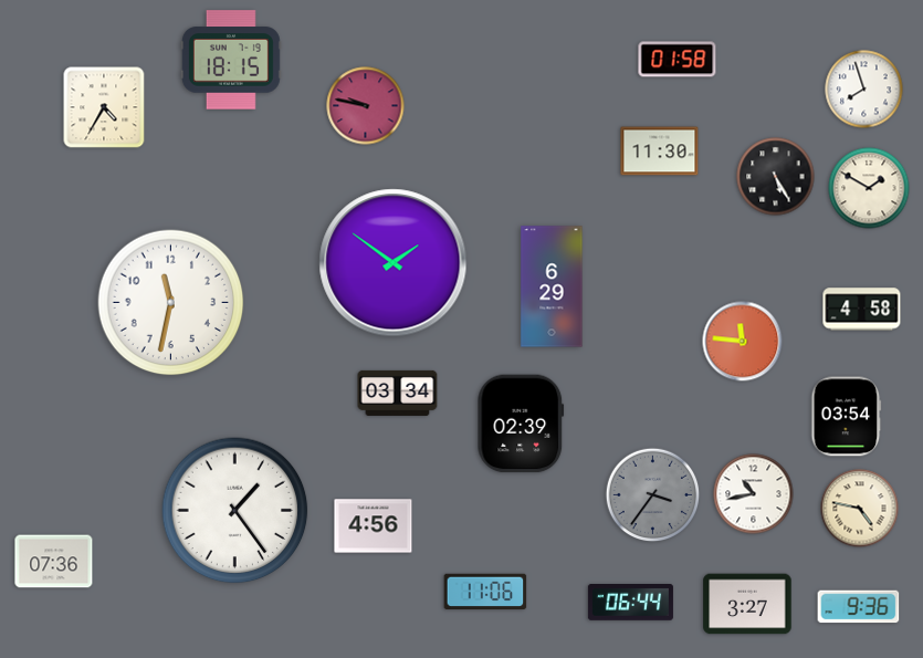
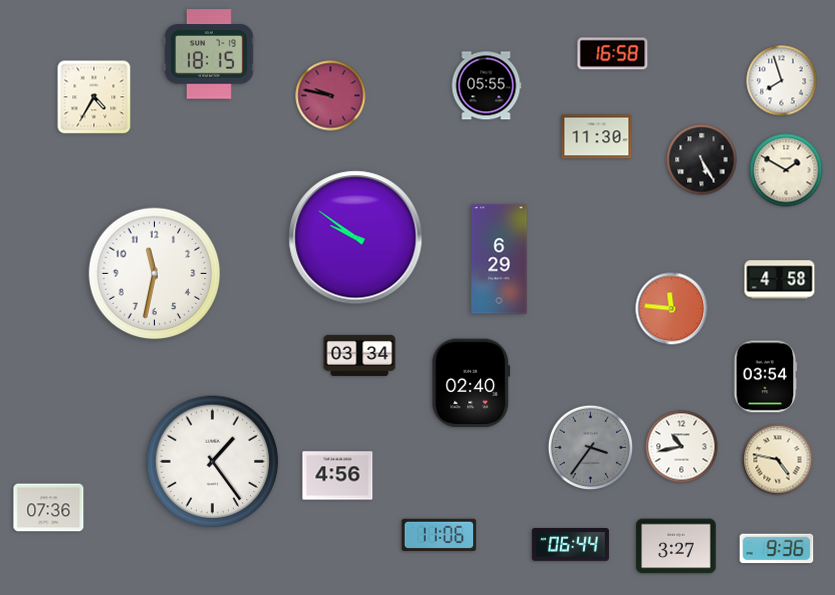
clock at (678, 60): 01:58 -> 16:58
clock at (486, 86): none -> 05:55
clock at (394, 263): 1:51 -> 9:51
clock at (521, 424): 02:39 -> 02:40
